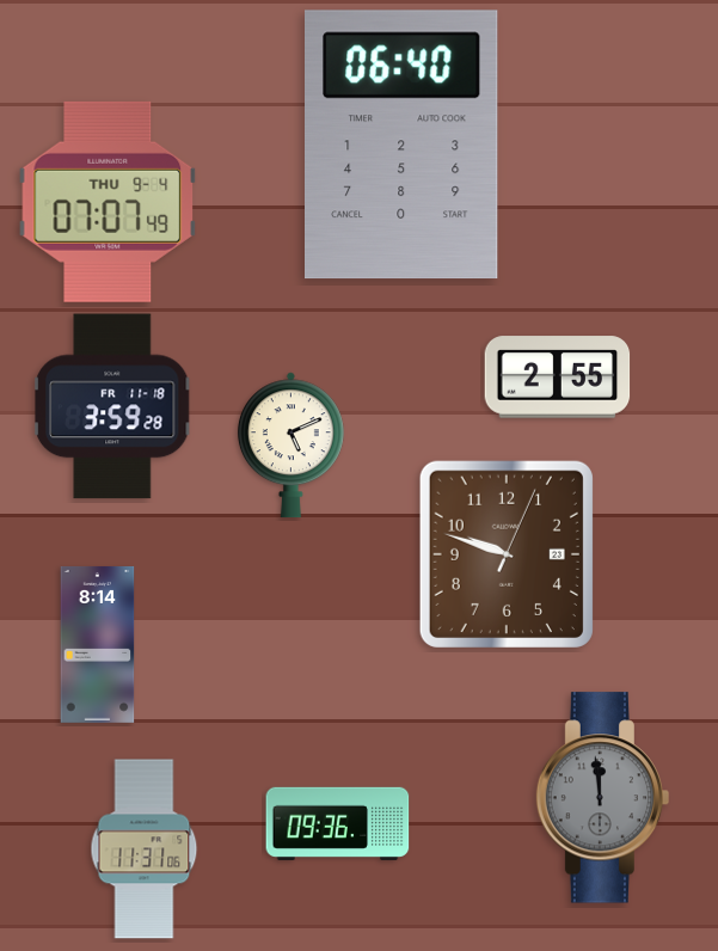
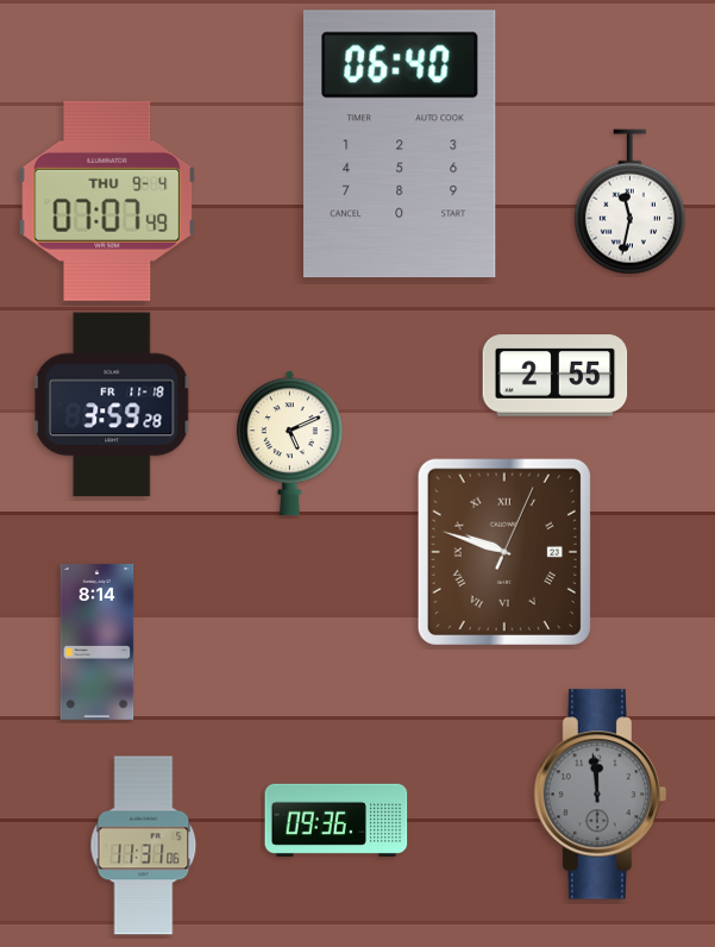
clock at (629, 202): none -> 11:32
clock at (507, 554) numerals: Arabic -> Roman
